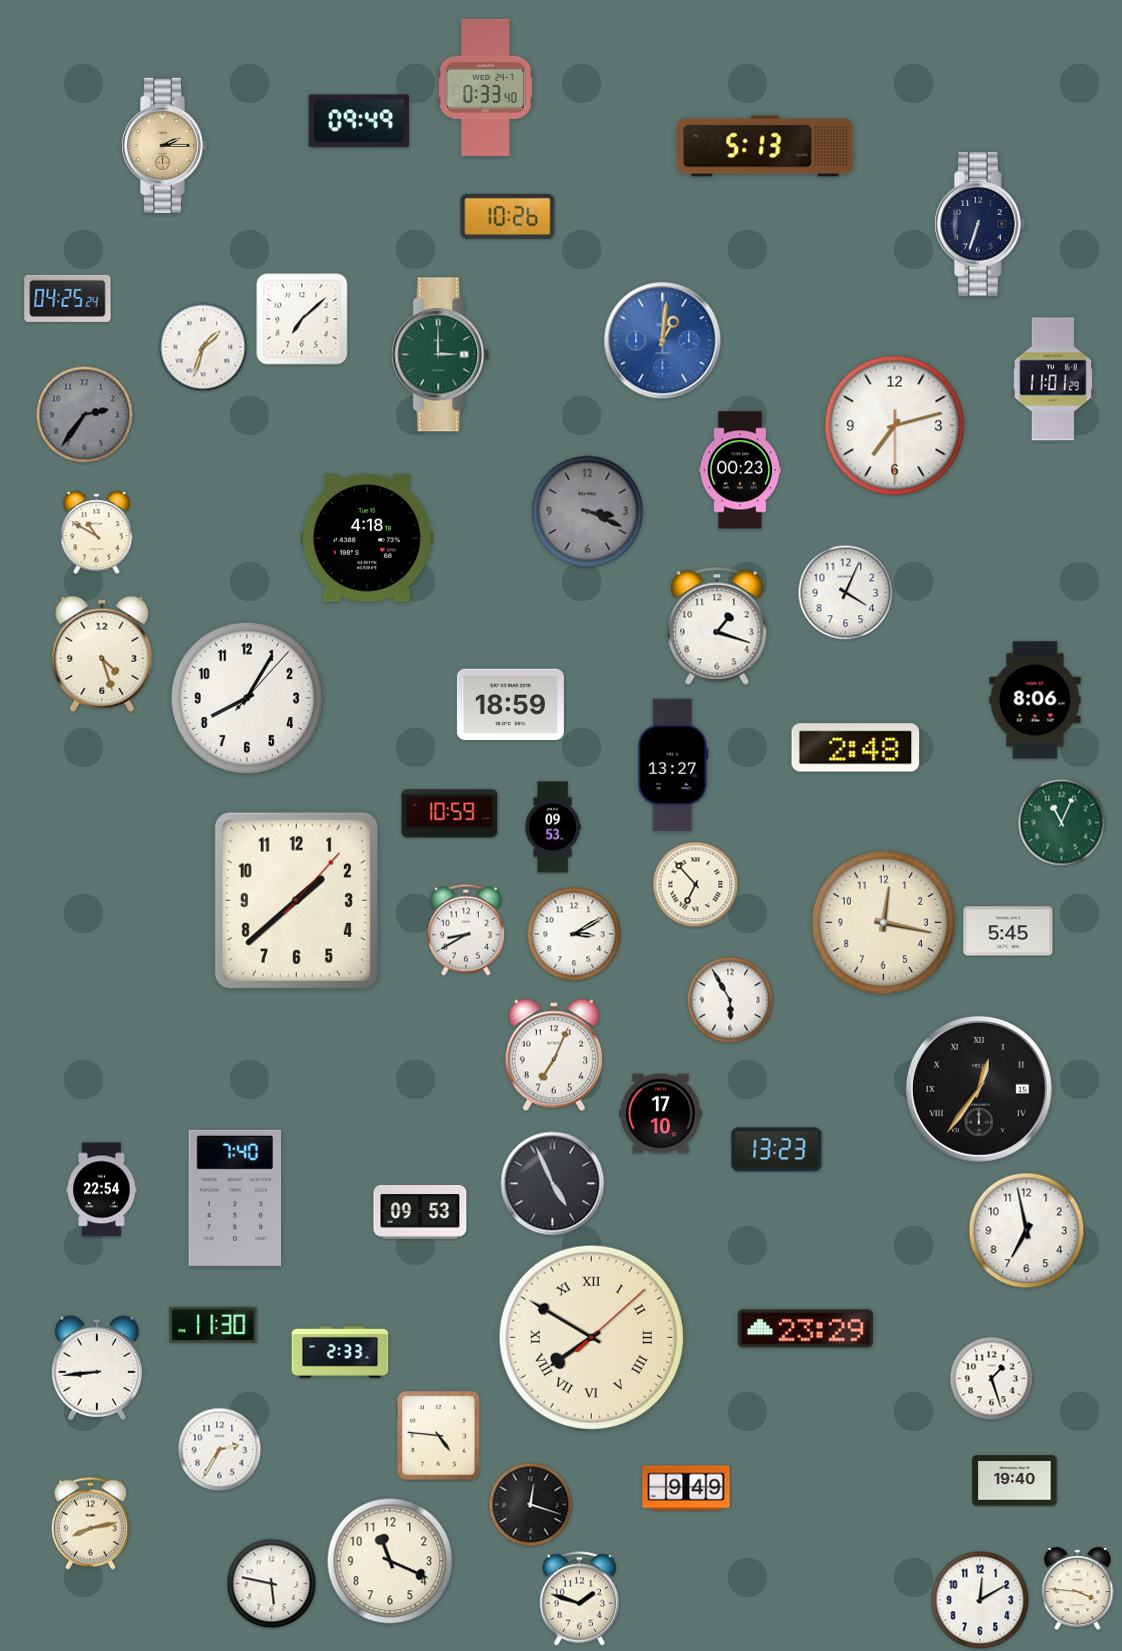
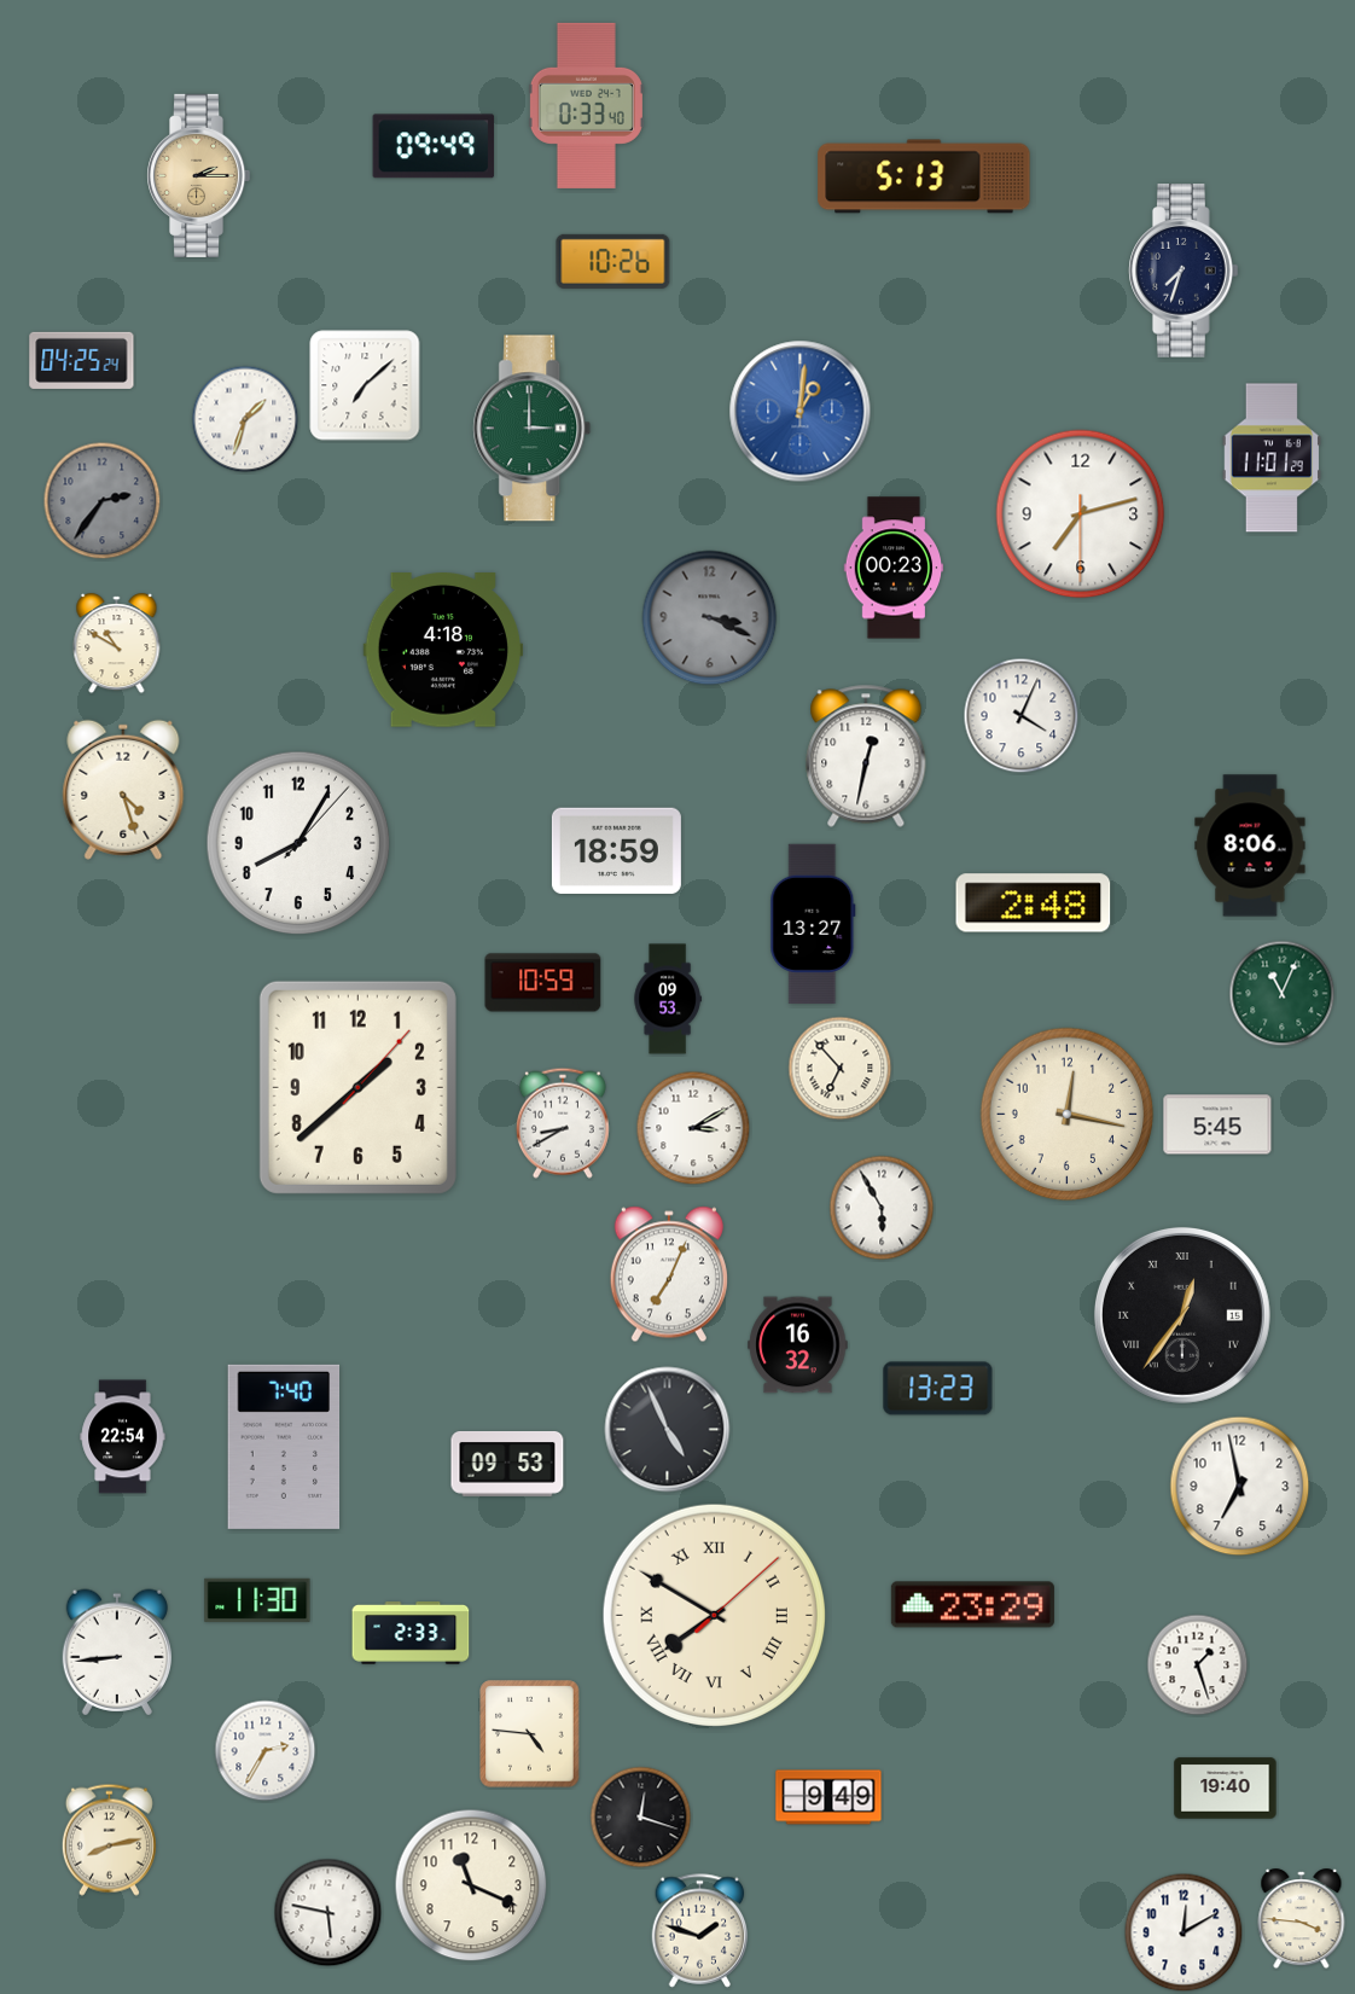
clock at (980, 224): 6:33 -> 7:33
clock at (717, 626): 1:18 -> 12:32
clock at (661, 1114): 17:10 -> 16:32
